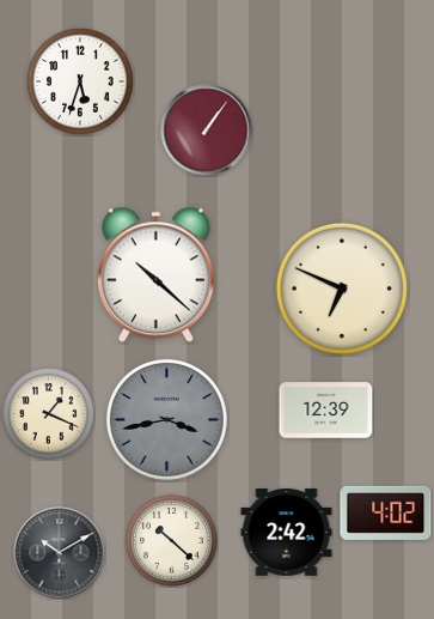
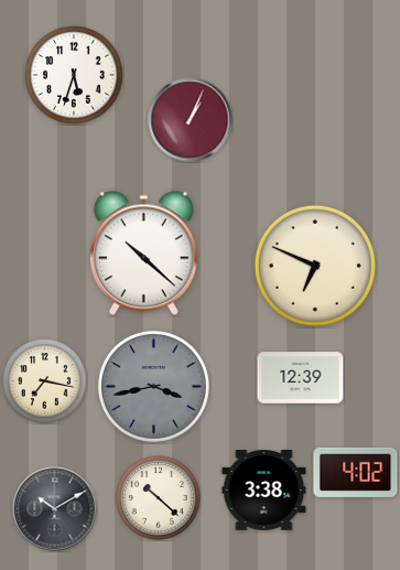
clock at (207, 131): 1:06 -> 1:04
clock at (49, 414): 1:19 -> 7:17
clock at (287, 533): 2:42 -> 3:38
